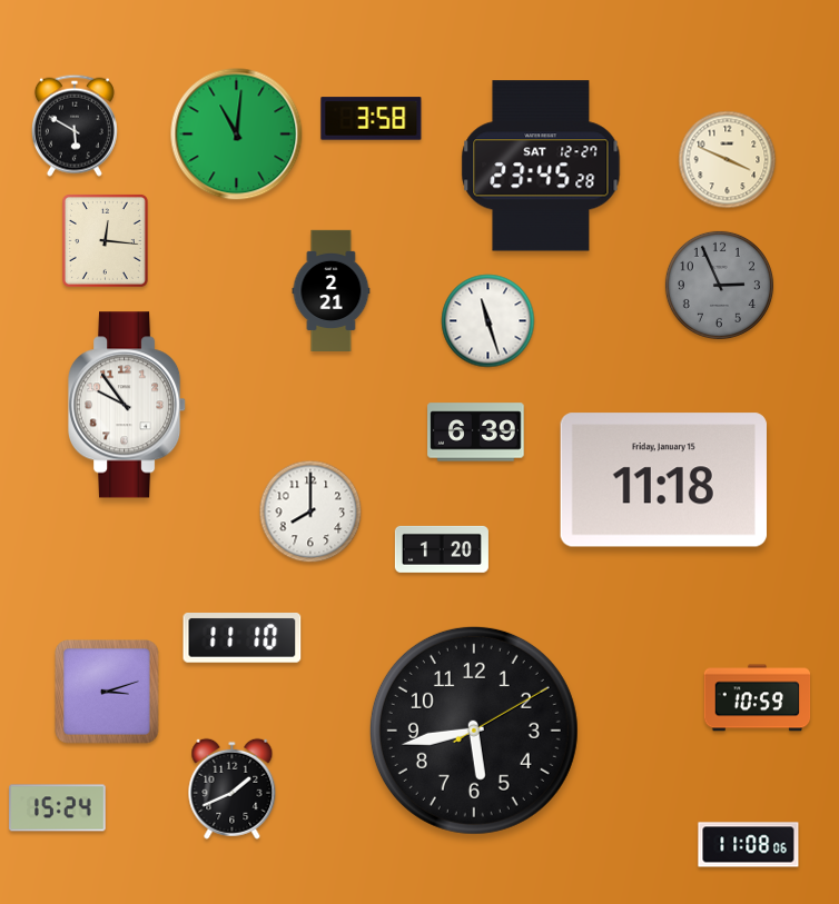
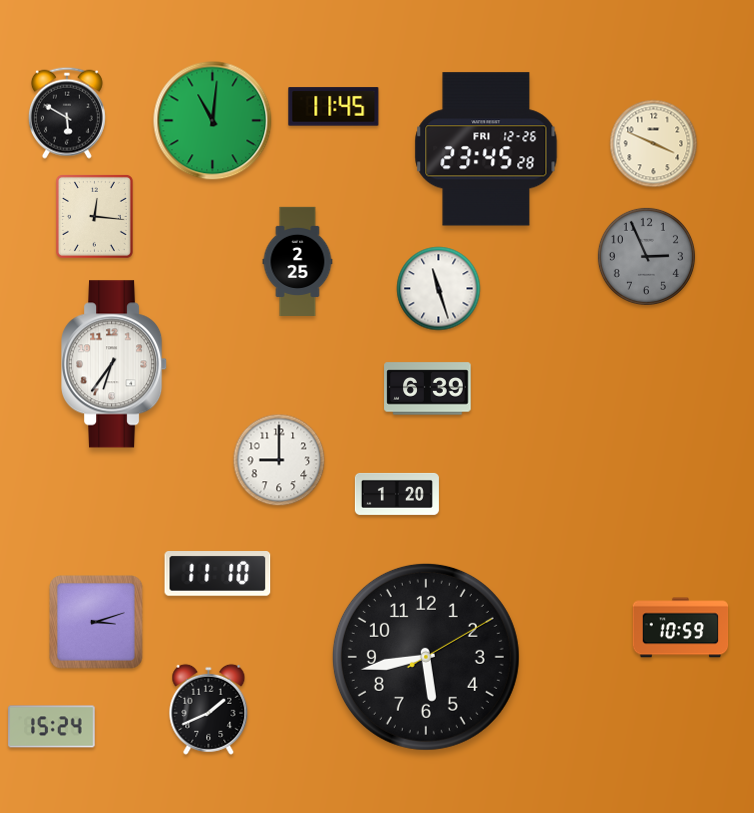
clock at (372, 119): 3:58 -> 11:45
clock at (541, 166) date: SAT 12-27 -> FRI 12-26
clock at (332, 290): 2:21 -> 2:25
clock at (128, 405): 9:54 -> 6:36
clock at (663, 480): 11:18 -> none
clock at (310, 511): 8:00 -> 9:00
clock at (749, 845): 11:08 -> none
